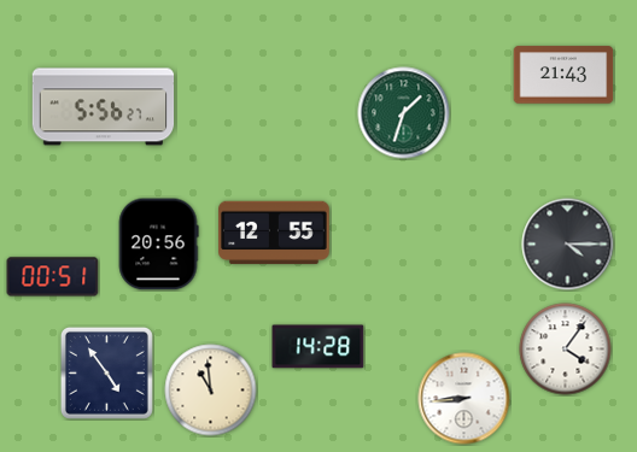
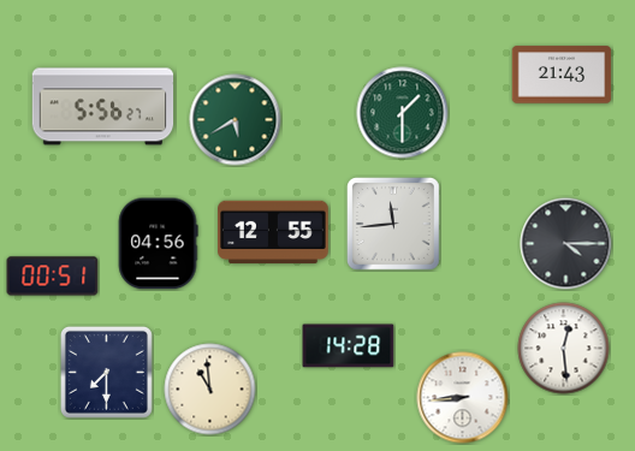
clock at (404, 113): 1:33 -> 1:30
clock at (236, 120): none -> 5:40
clock at (393, 224): none -> 11:44
clock at (158, 245): 20:56 -> 04:56
clock at (318, 347) position: (318, 347) -> (349, 346)
clock at (566, 350): 4:06 -> 12:29
clock at (106, 372): 4:54 -> 7:30
